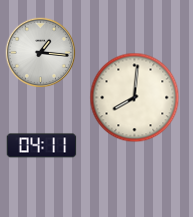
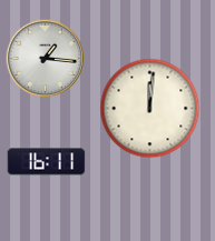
clock at (135, 98): 8:01 -> 12:01
clock at (42, 146): 04:11 -> 16:11
